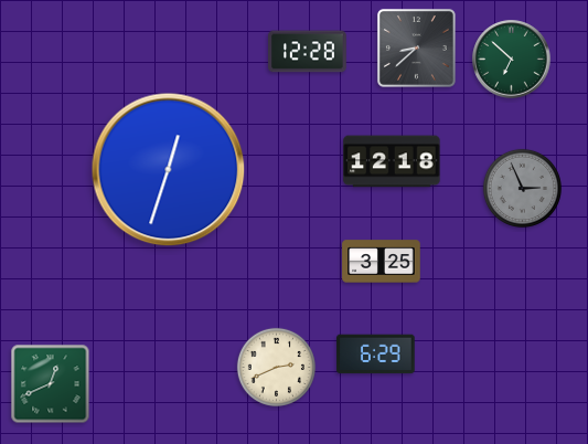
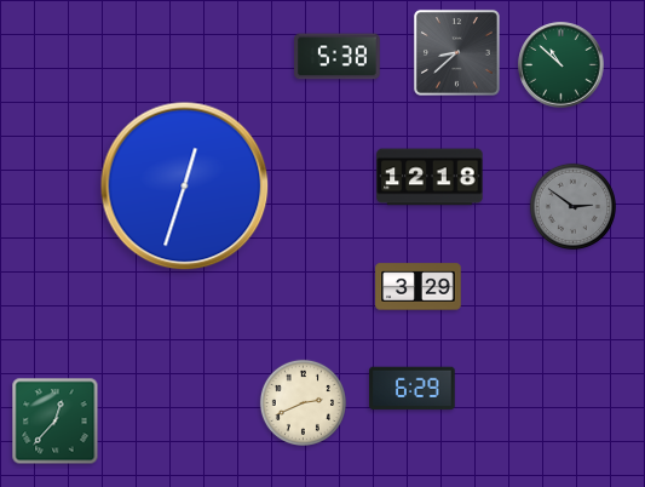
clock at (308, 52): 12:28 -> 5:38
clock at (512, 60): 6:52 -> 10:52
clock at (522, 188): 2:56 -> 2:51
clock at (382, 262): 3:25 -> 3:29
clock at (51, 384): 12:41 -> 12:37
